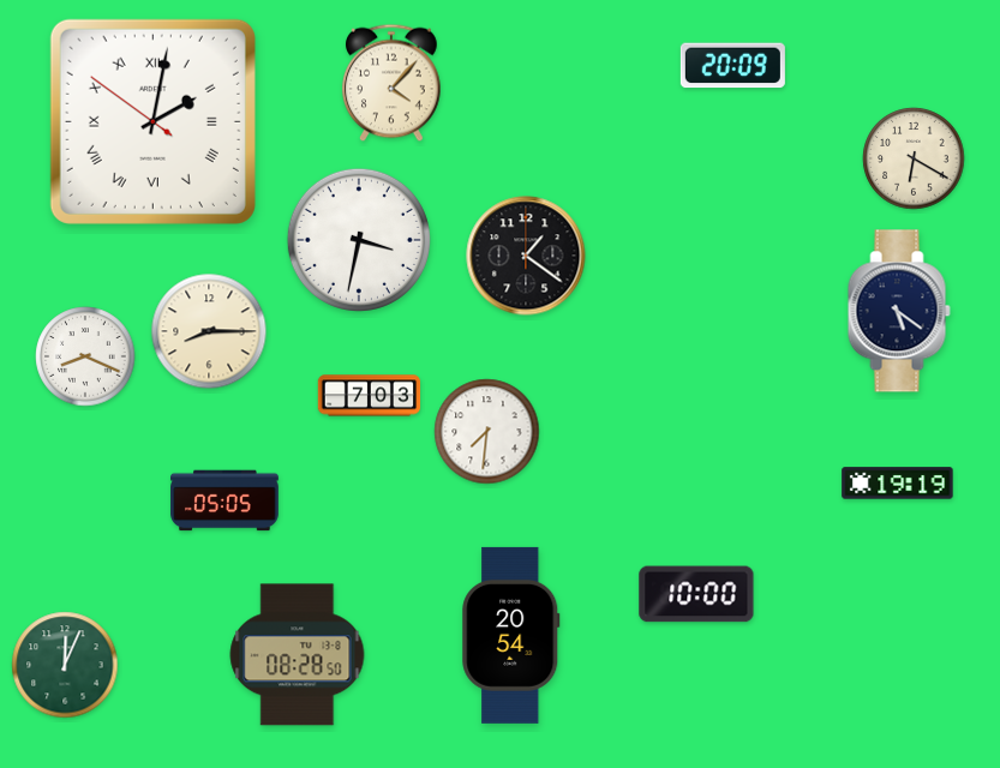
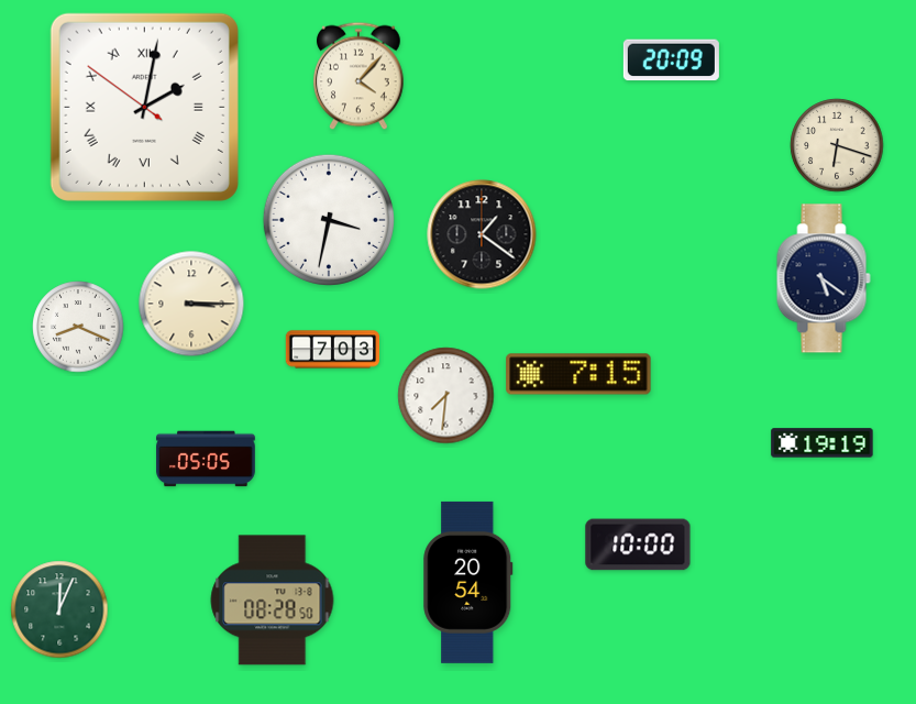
clock at (152, 121) position: (152, 121) -> (144, 107)
clock at (914, 158): 6:20 -> 6:18
clock at (899, 311) position: (899, 311) -> (824, 278)
clock at (209, 331): 8:15 -> 3:15
clock at (370, 396) position: (370, 396) -> (333, 350)
clock at (578, 374): none -> 7:15
